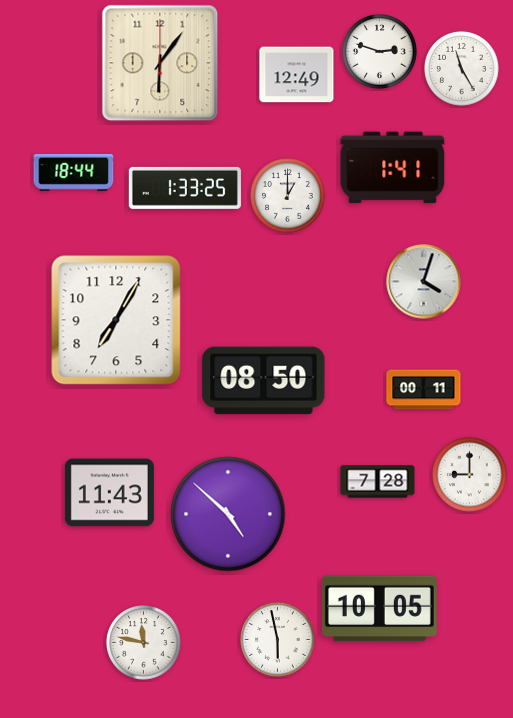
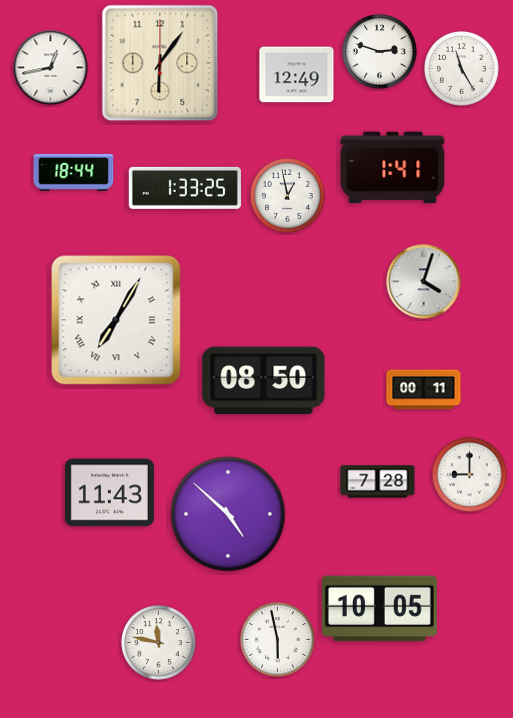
clock at (51, 68): none -> 12:43
clock at (288, 196): 1:00 -> 12:58
clock at (116, 320) numerals: Arabic -> Roman
clock at (144, 643) position: (144, 643) -> (159, 643)
